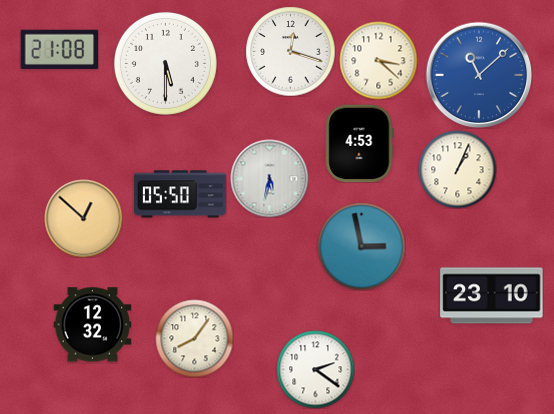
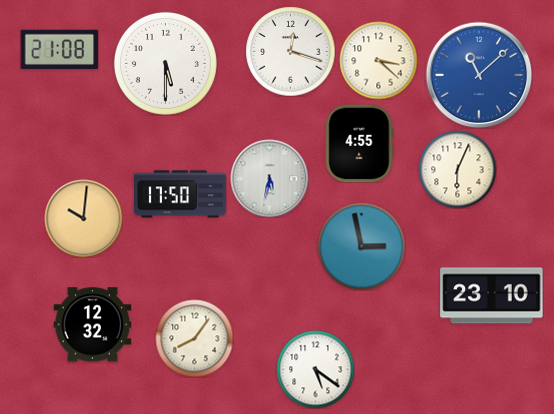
clock at (360, 143): 4:53 -> 4:55
clock at (457, 169): 1:04 -> 6:04
clock at (180, 194): 05:50 -> 17:50
clock at (83, 218): 12:52 -> 10:01
clock at (315, 369): 2:21 -> 5:21
